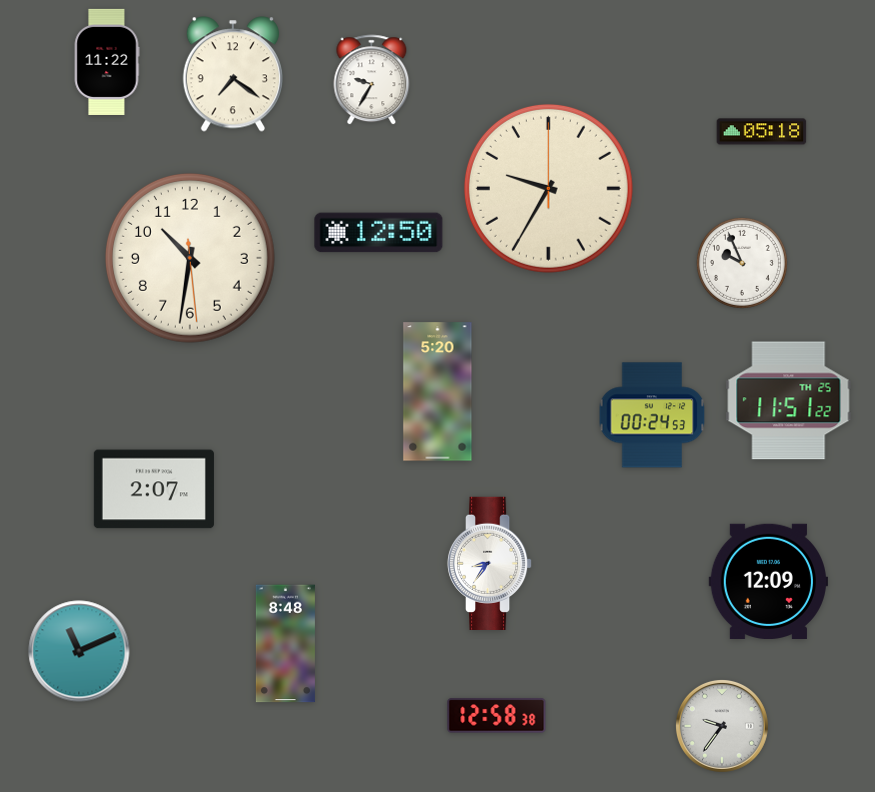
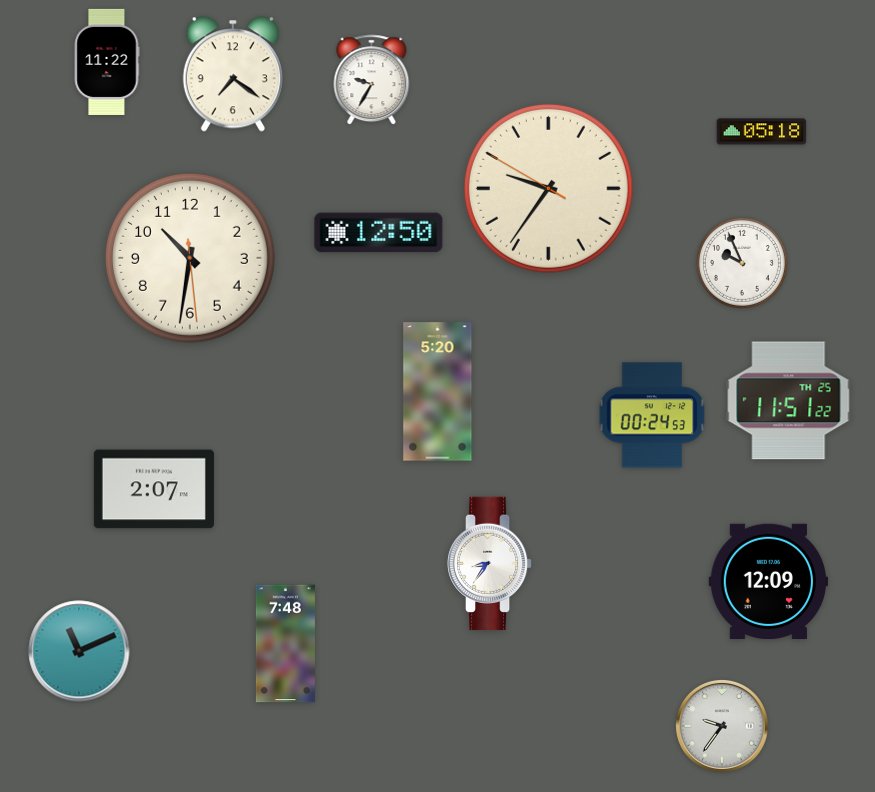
clock at (548, 188): 9:35:00 -> 9:35:50
clock at (285, 644): 8:48 -> 7:48
clock at (497, 716): 12:58 -> none
